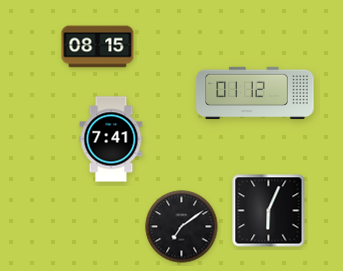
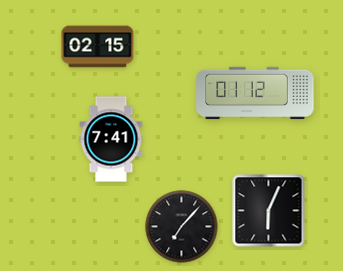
clock at (98, 47): 08:15 -> 02:15
clock at (182, 227): 7:09 -> 7:07
